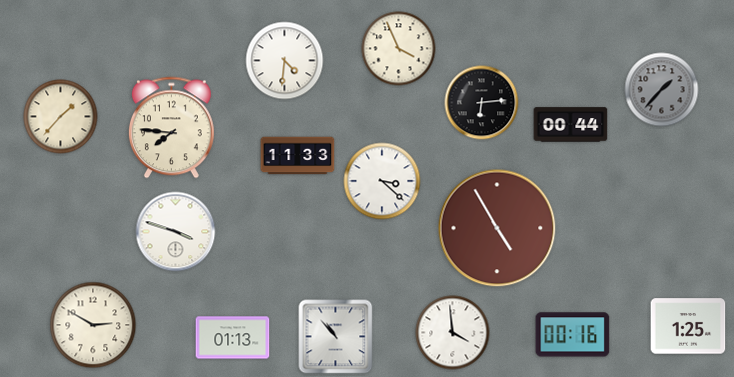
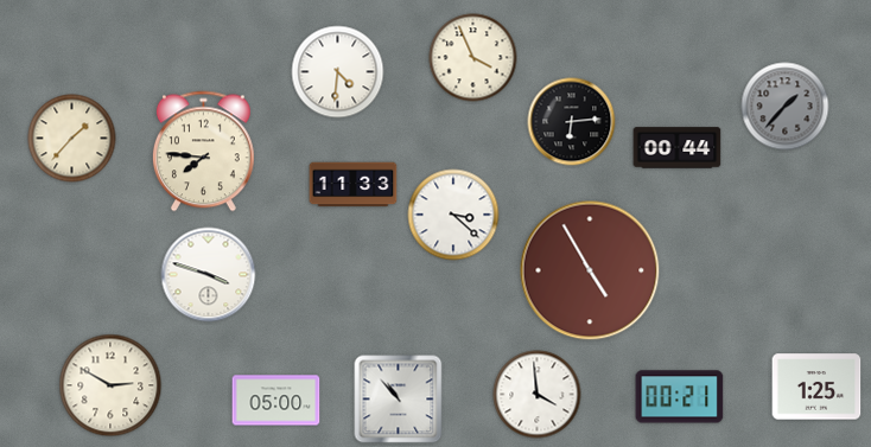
clock at (573, 335): 00:16 -> 00:21
clock at (233, 338): 01:13 -> 05:00
